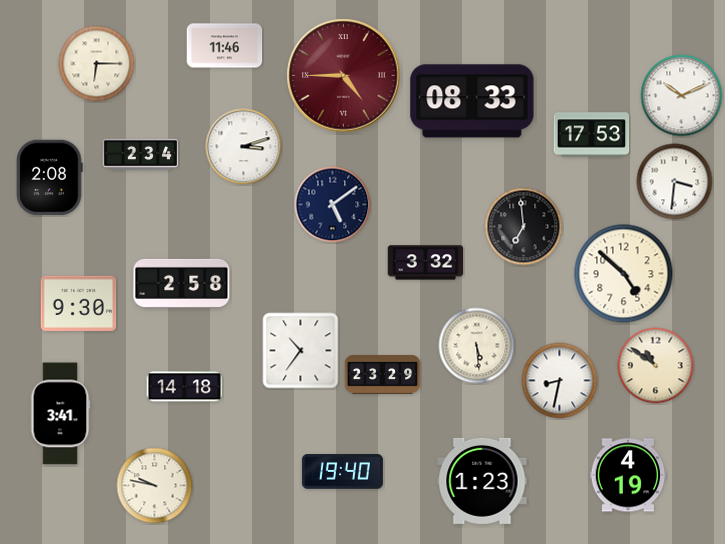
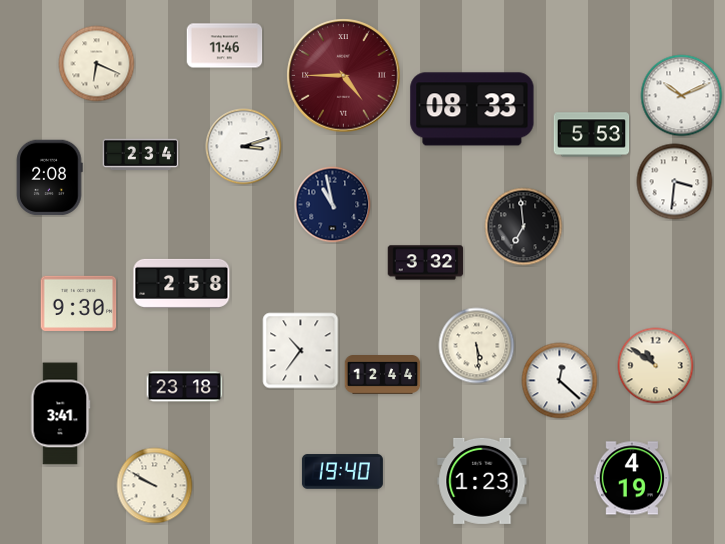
clock at (97, 64): 6:15 -> 6:19
clock at (472, 101) position: (472, 101) -> (472, 109)
clock at (592, 135): 17:53 -> 5:53
clock at (333, 205): 5:09 -> 10:58
clock at (624, 274): 4:52 -> none
clock at (383, 375): 23:29 -> 12:44
clock at (560, 381): 8:32 -> 12:22
clock at (185, 387): 14:18 -> 23:18
clock at (628, 475) position: (628, 475) -> (632, 478)
clock at (155, 486): 9:47 -> 9:50
